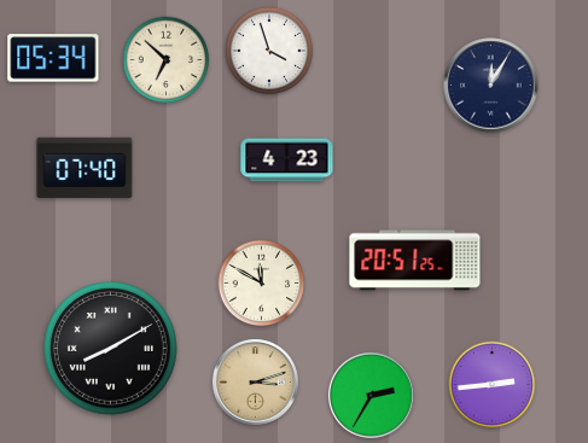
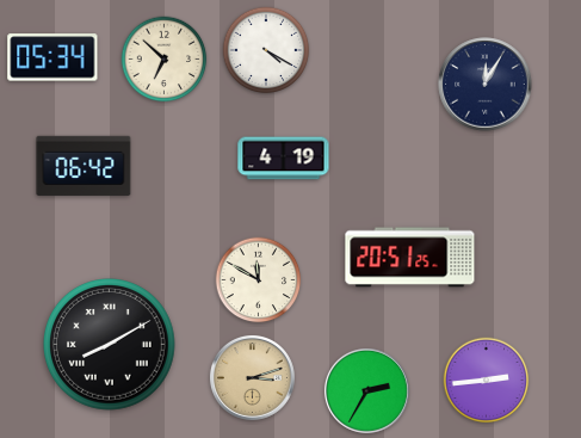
clock at (269, 51): 3:57 -> 4:20
clock at (287, 161): 4:23 -> 4:19
clock at (85, 168): 07:40 -> 06:42
